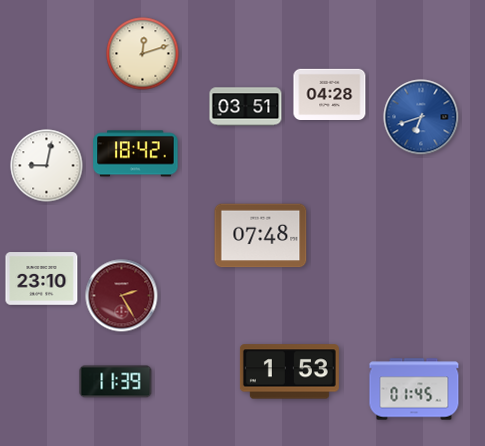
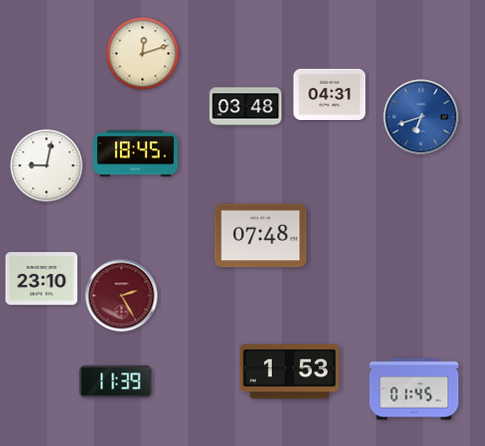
clock at (330, 94): 04:28 -> 04:31
clock at (246, 107): 03:51 -> 03:48
clock at (136, 154): 18:42 -> 18:45
